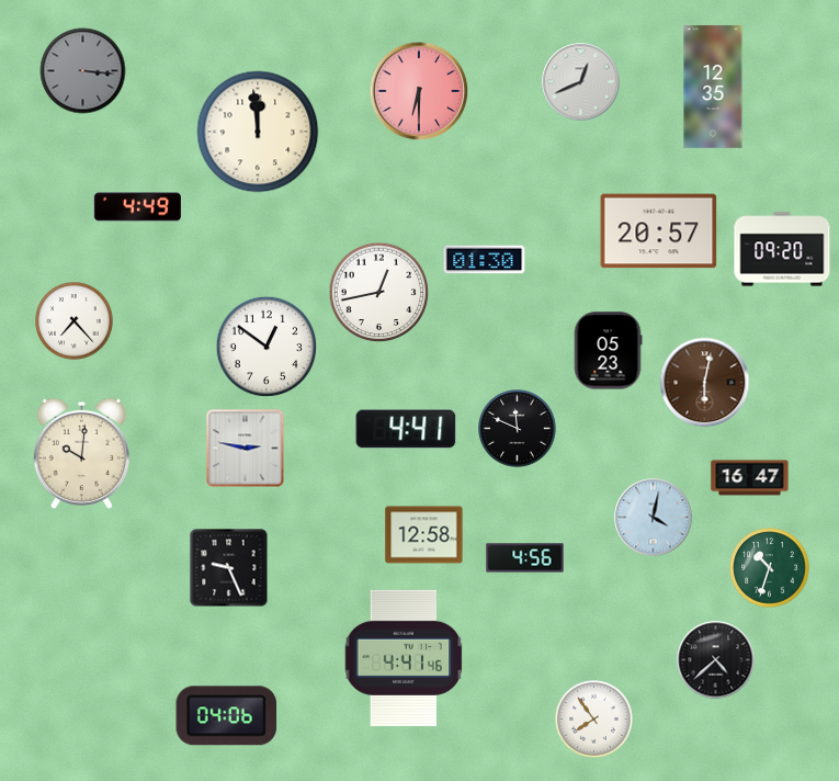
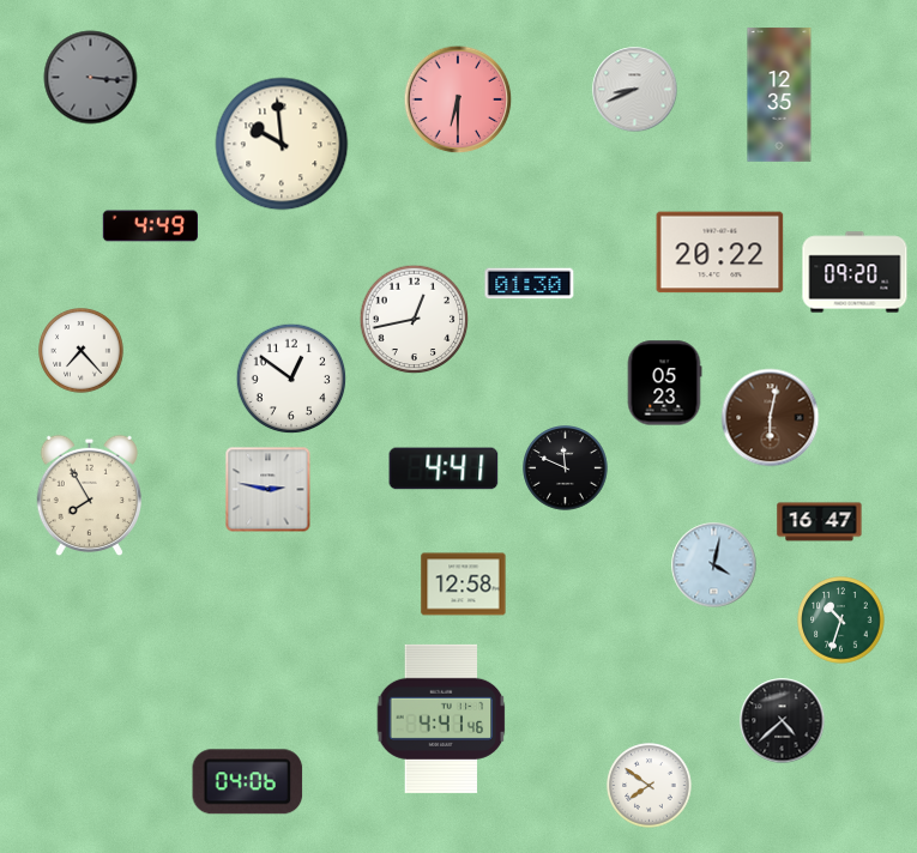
clock at (581, 82): 12:41 -> 8:41
clock at (258, 132): 11:59 -> 9:59
clock at (659, 231): 20:57 -> 20:22
clock at (81, 454): 10:01 -> 7:55
clock at (525, 558): 4:56 -> none
clock at (229, 568): 9:26 -> none
clock at (594, 720): 7:54 -> 7:51
